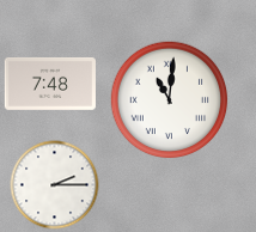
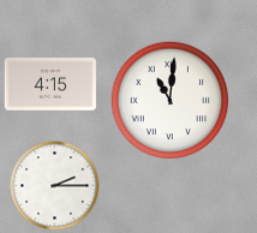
clock at (50, 84): 7:48 -> 4:15
